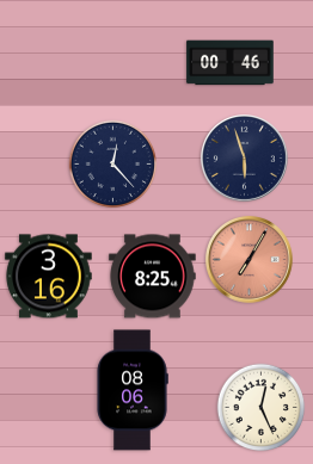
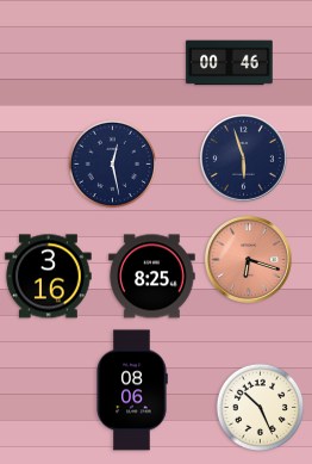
clock at (113, 165): 12:23 -> 12:28
clock at (250, 260): 7:05 -> 6:18
clock at (262, 408): 12:26 -> 10:26
